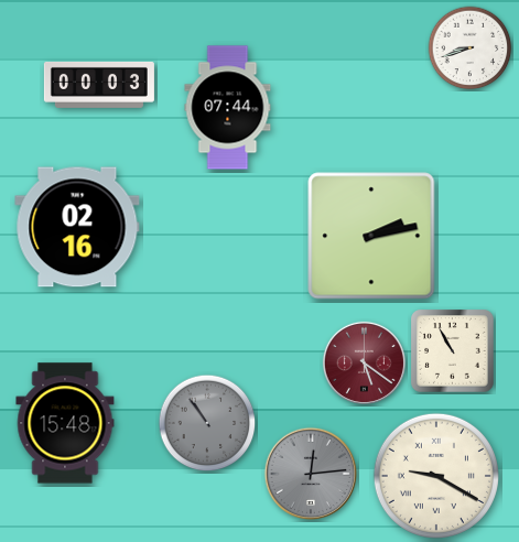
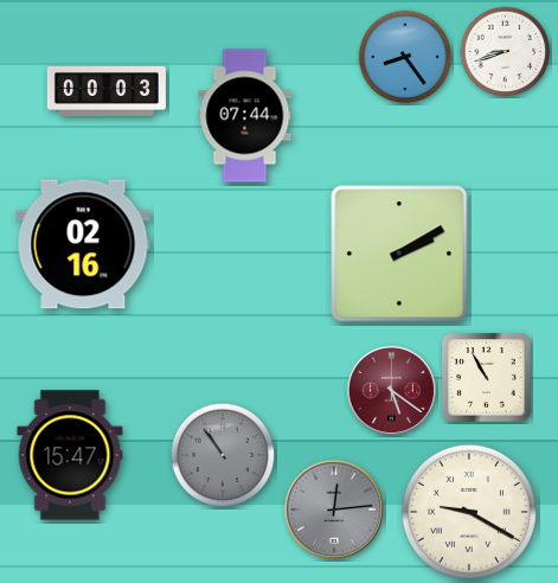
clock at (405, 57): none -> 8:24
clock at (371, 236): 2:13 -> 2:10
clock at (65, 423): 15:48 -> 15:47
